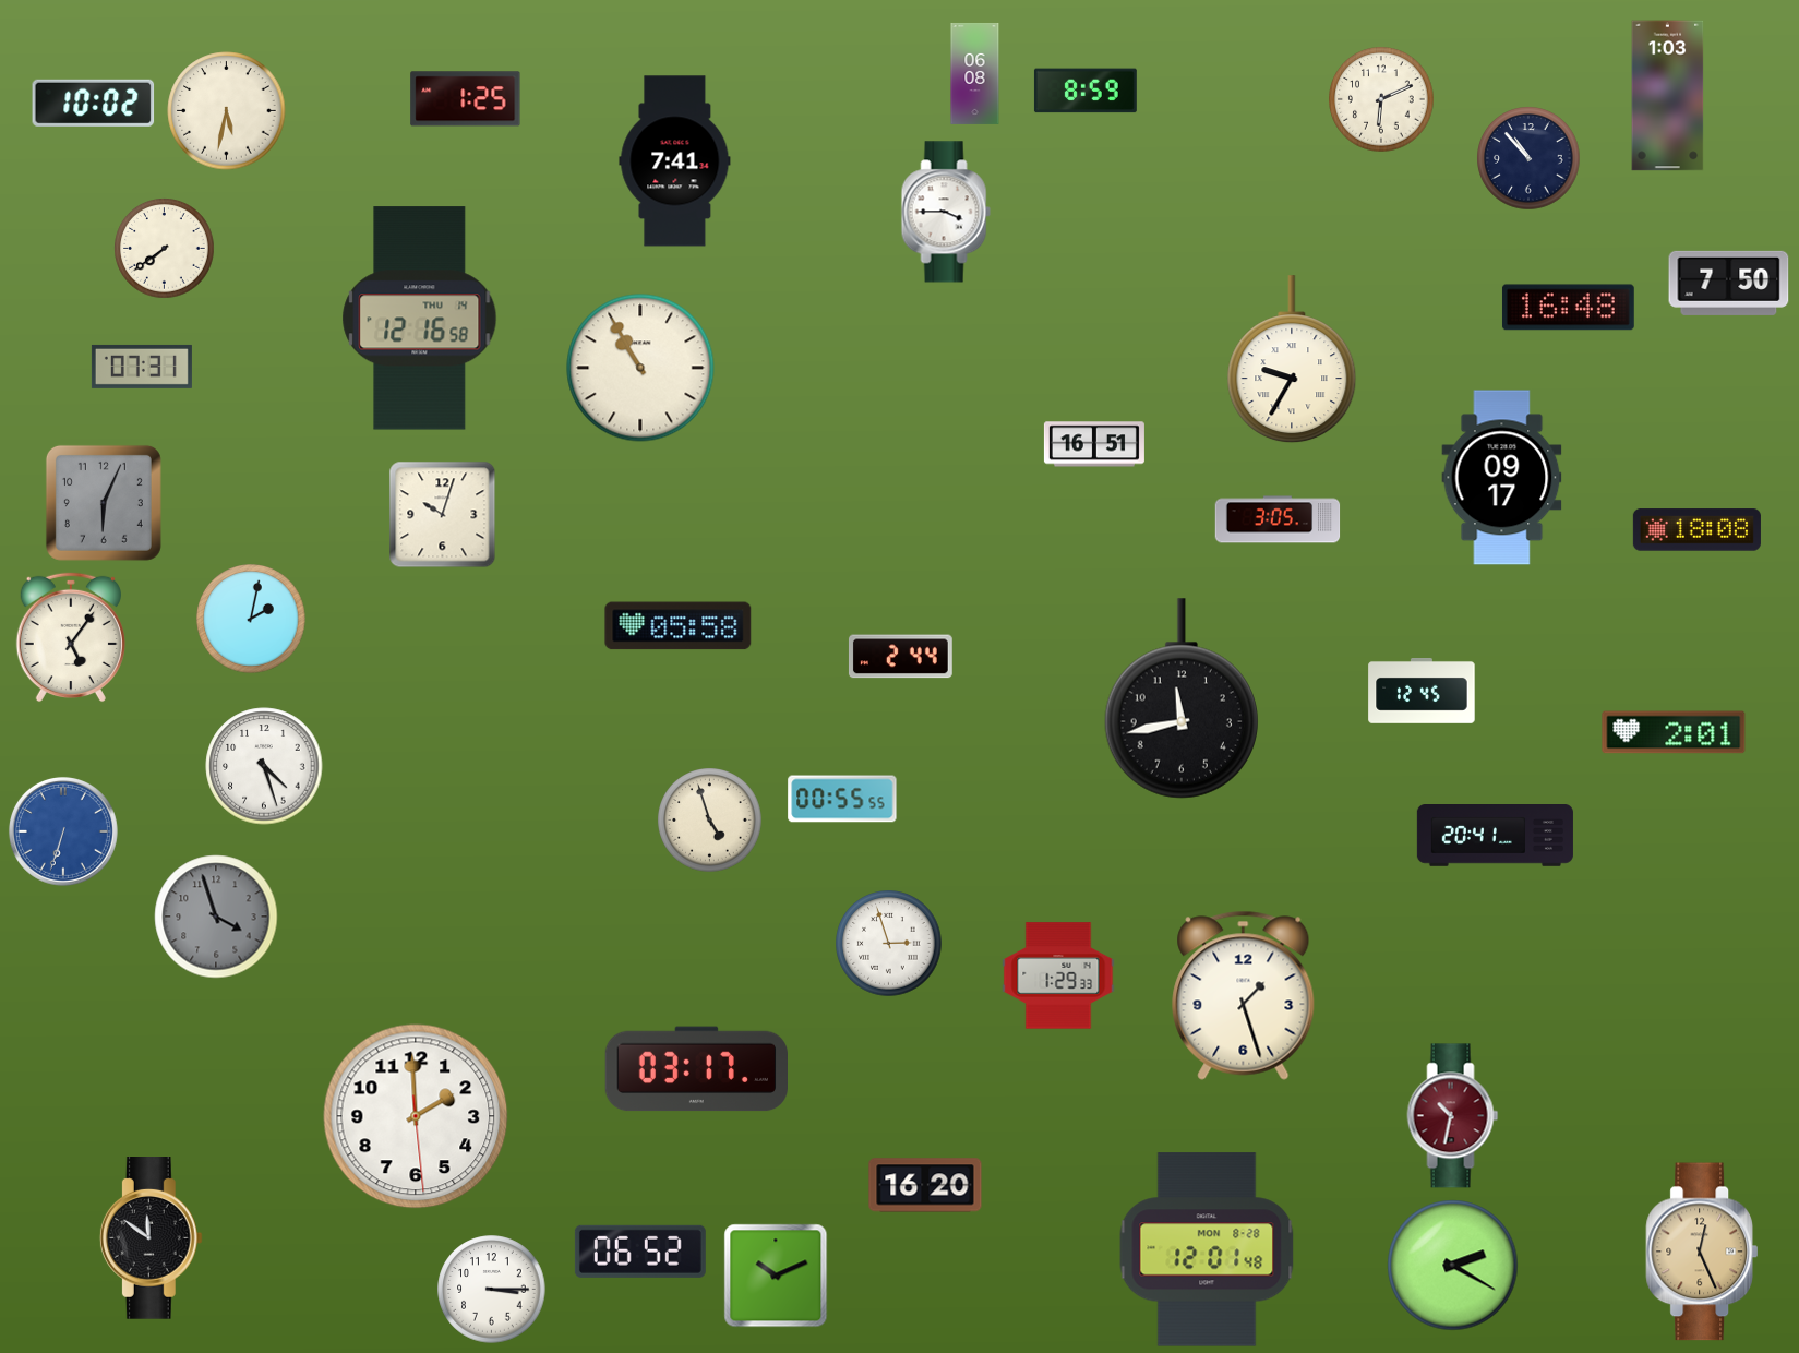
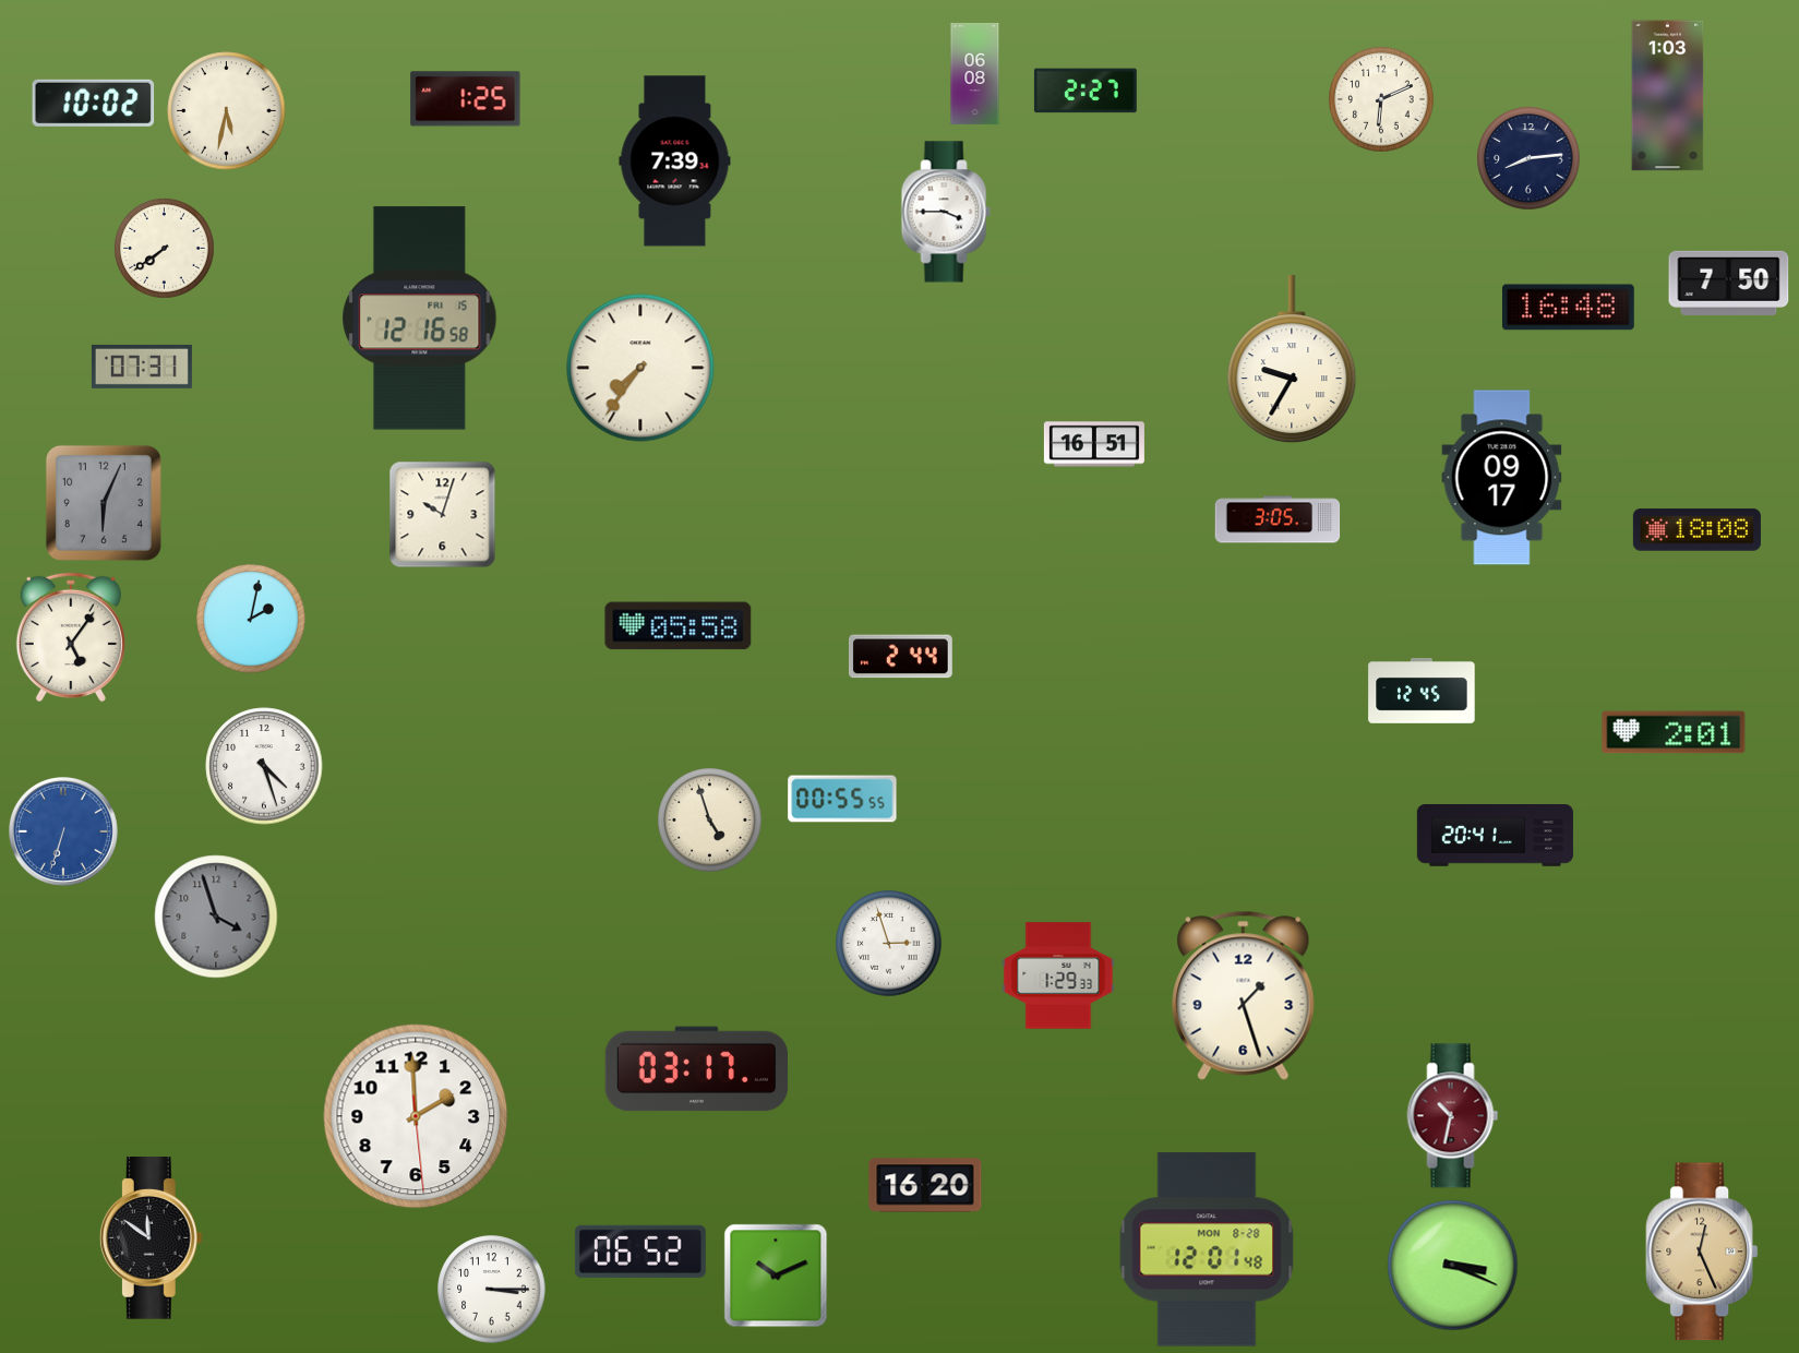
clock at (1086, 91): 8:59 -> 2:27
clock at (1528, 158): 10:53 -> 8:14
clock at (675, 161): 7:41 -> 7:39
clock at (420, 319) date: THU 14 -> FRI 15
clock at (640, 368): 10:55 -> 7:36
clock at (1182, 698): 11:43 -> none
clock at (1453, 1266): 2:20 -> 3:19
